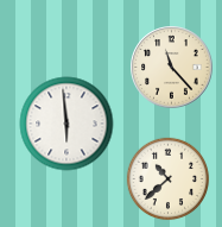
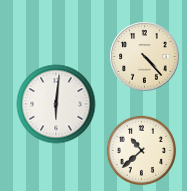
clock at (172, 68): 11:23 -> 4:23
clock at (66, 124): 5:59 -> 6:01
